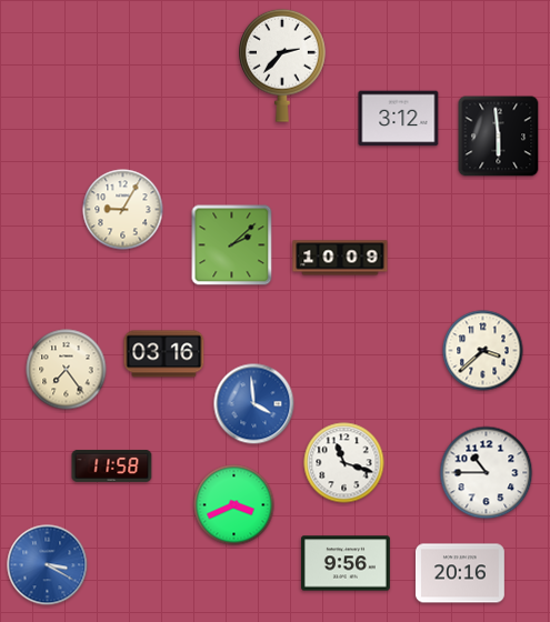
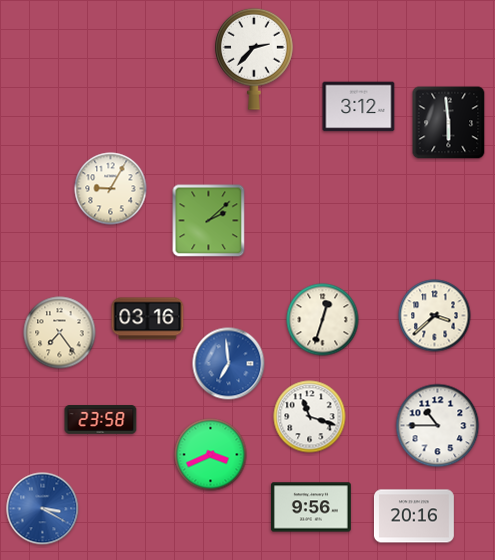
clock at (340, 258): 10:09 -> none
clock at (323, 320): none -> 12:33
clock at (254, 404): 3:59 -> 6:59
clock at (112, 466): 11:58 -> 23:58
